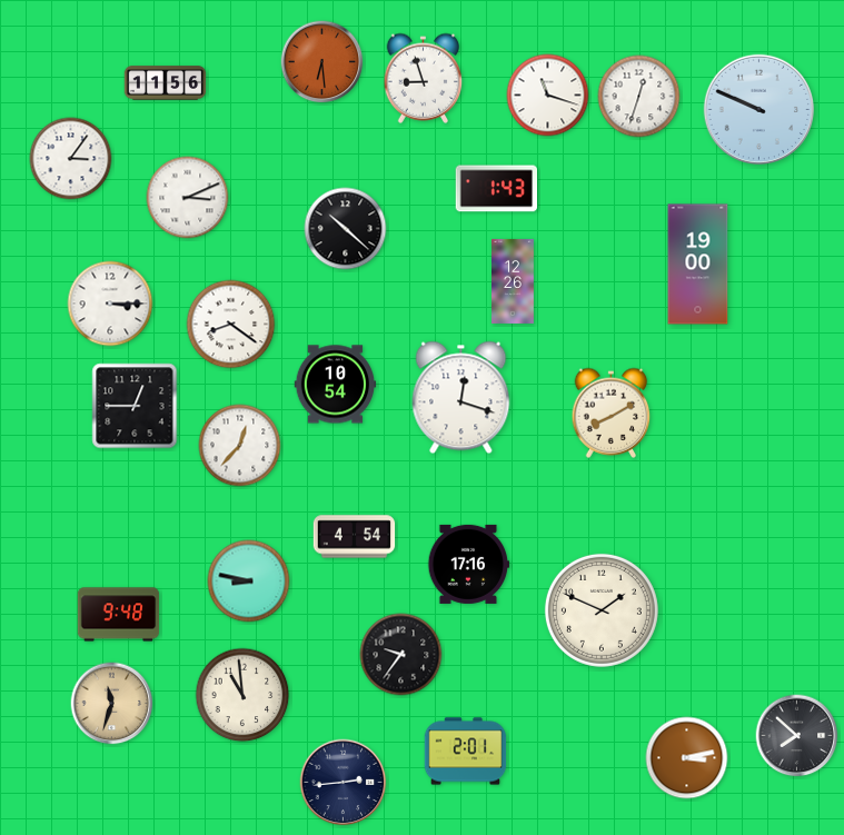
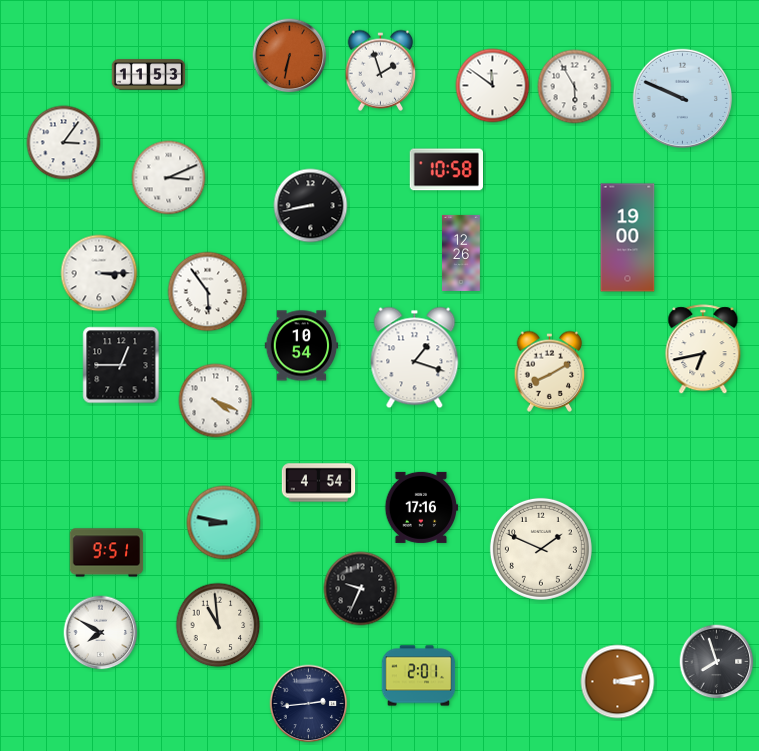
clock at (322, 62): 6:29 -> 6:32
clock at (424, 78): 8:57 -> 1:57
clock at (166, 83): 11:56 -> 11:53
clock at (548, 96): 11:18 -> 11:51
clock at (639, 97): 12:33 -> 5:55
clock at (496, 189): 1:43 -> 10:58
clock at (346, 229): 10:22 -> 8:43
clock at (231, 325): 8:21 -> 5:54
clock at (703, 350): none -> 6:43
clock at (461, 398): 12:18 -> 1:18
clock at (240, 446): 12:37 -> 4:19
clock at (119, 615): 9:48 -> 9:51
clock at (401, 655): 9:36 -> 9:34
clock at (112, 704): 11:33 -> 7:50
clock at (112, 704) dial: champagne -> white
clock at (797, 736): 7:52 -> 7:57
